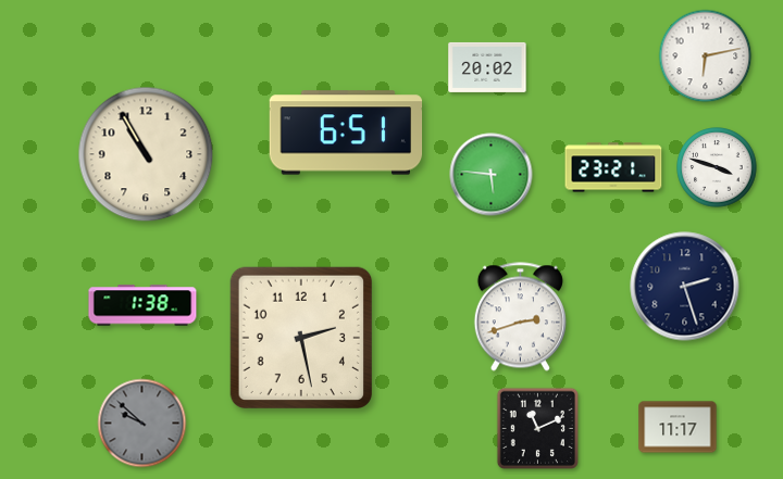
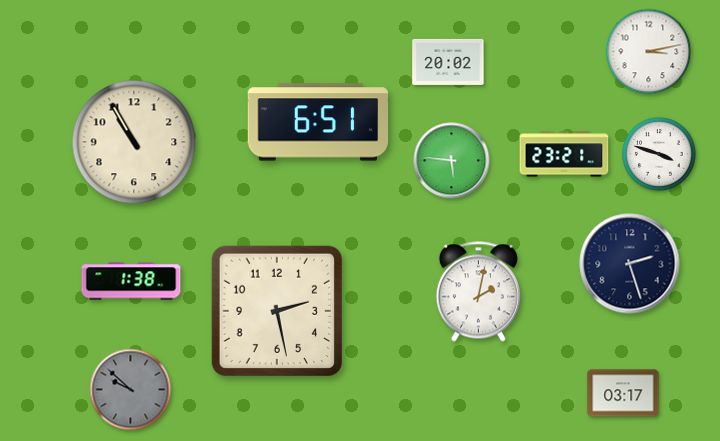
clock at (706, 56): 6:13 -> 3:13
clock at (520, 317): 2:42 -> 2:02
clock at (678, 427): 11:17 -> 03:17
clock at (537, 428): 11:11 -> none
